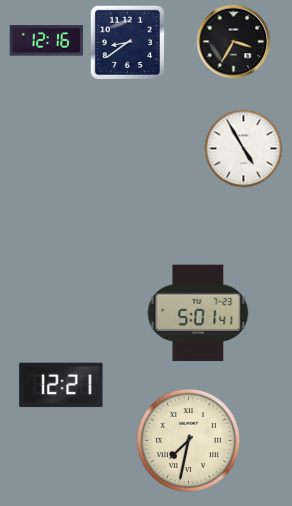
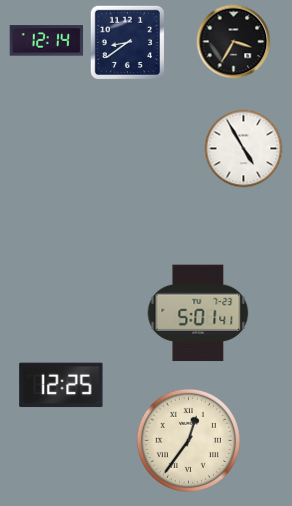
clock at (47, 41): 12:16 -> 12:14
clock at (61, 385): 12:21 -> 12:25
clock at (188, 440): 7:32 -> 12:36
